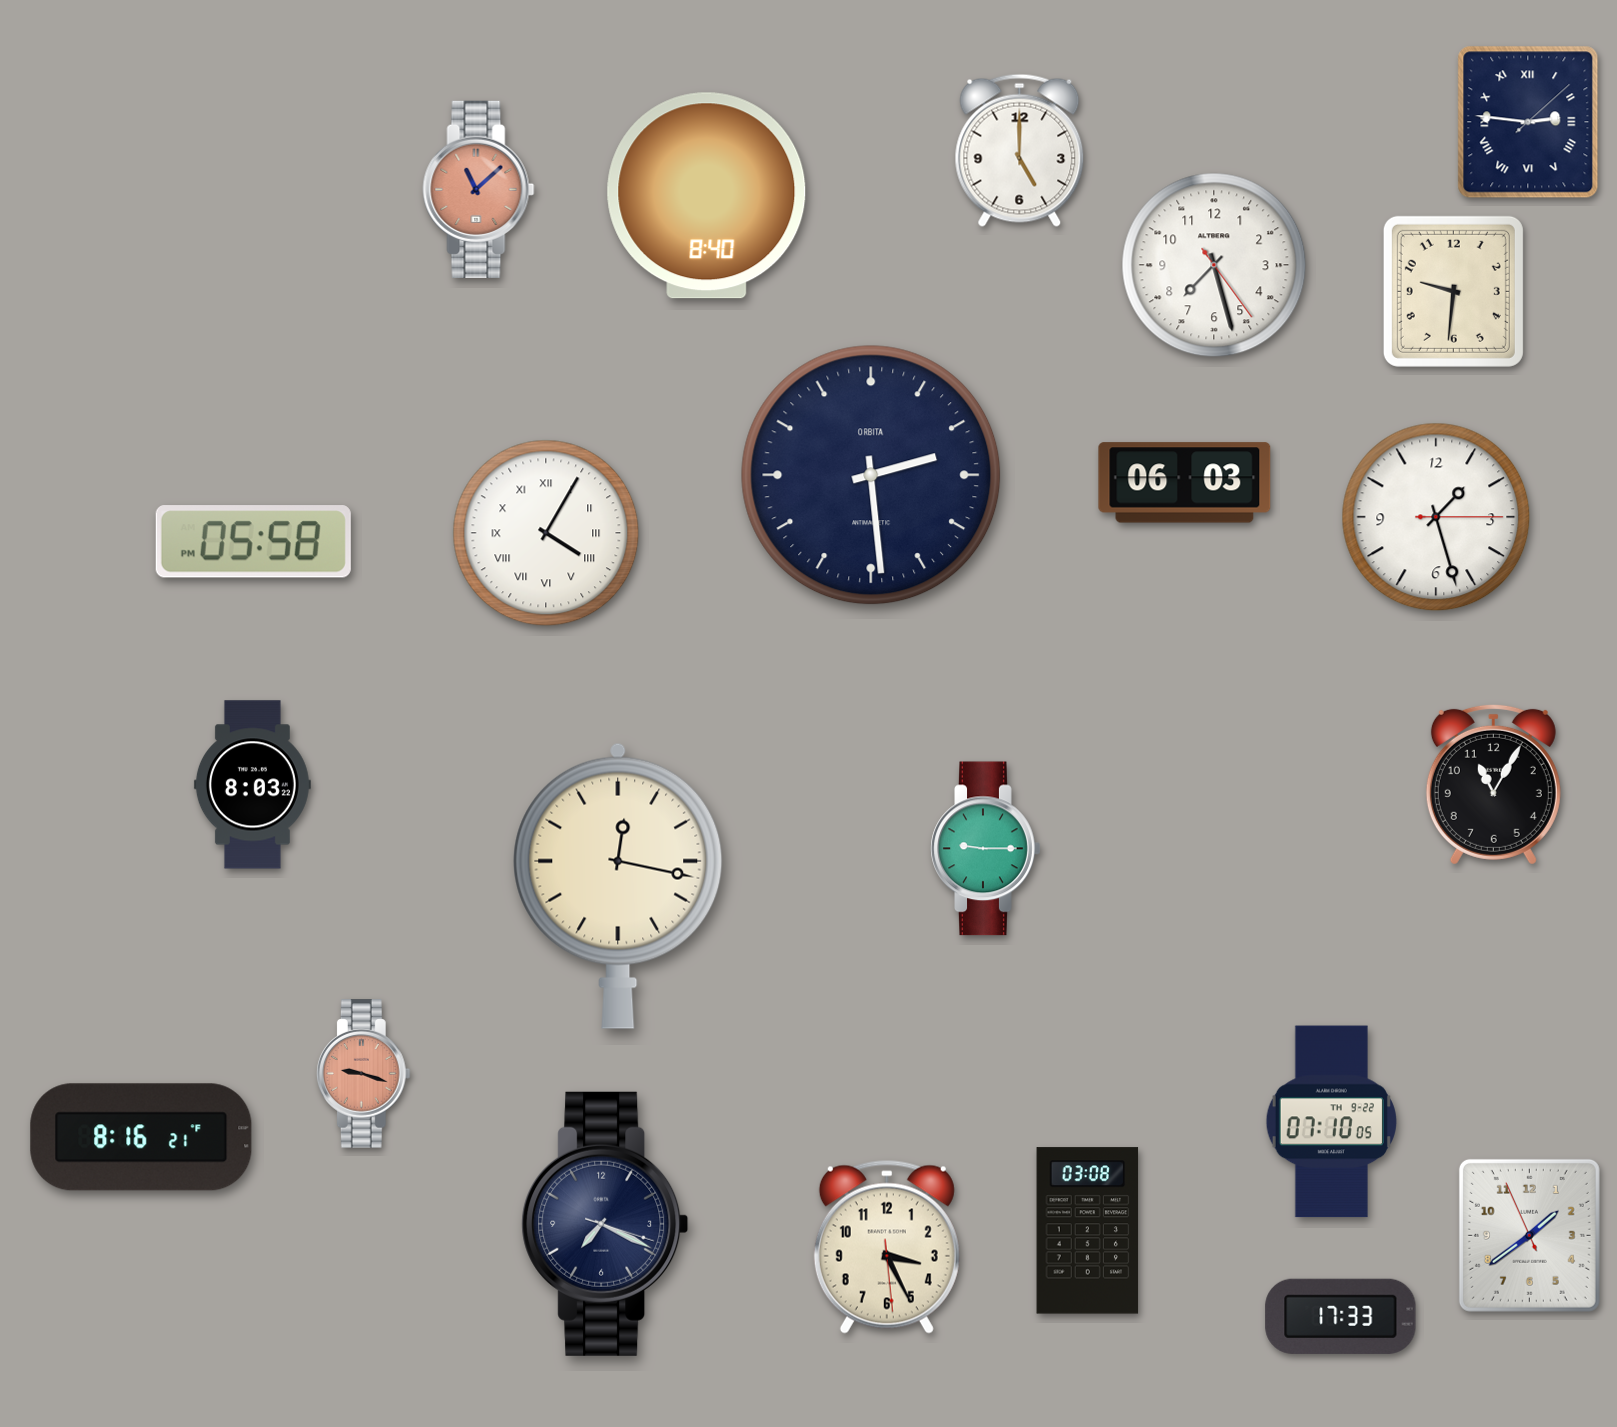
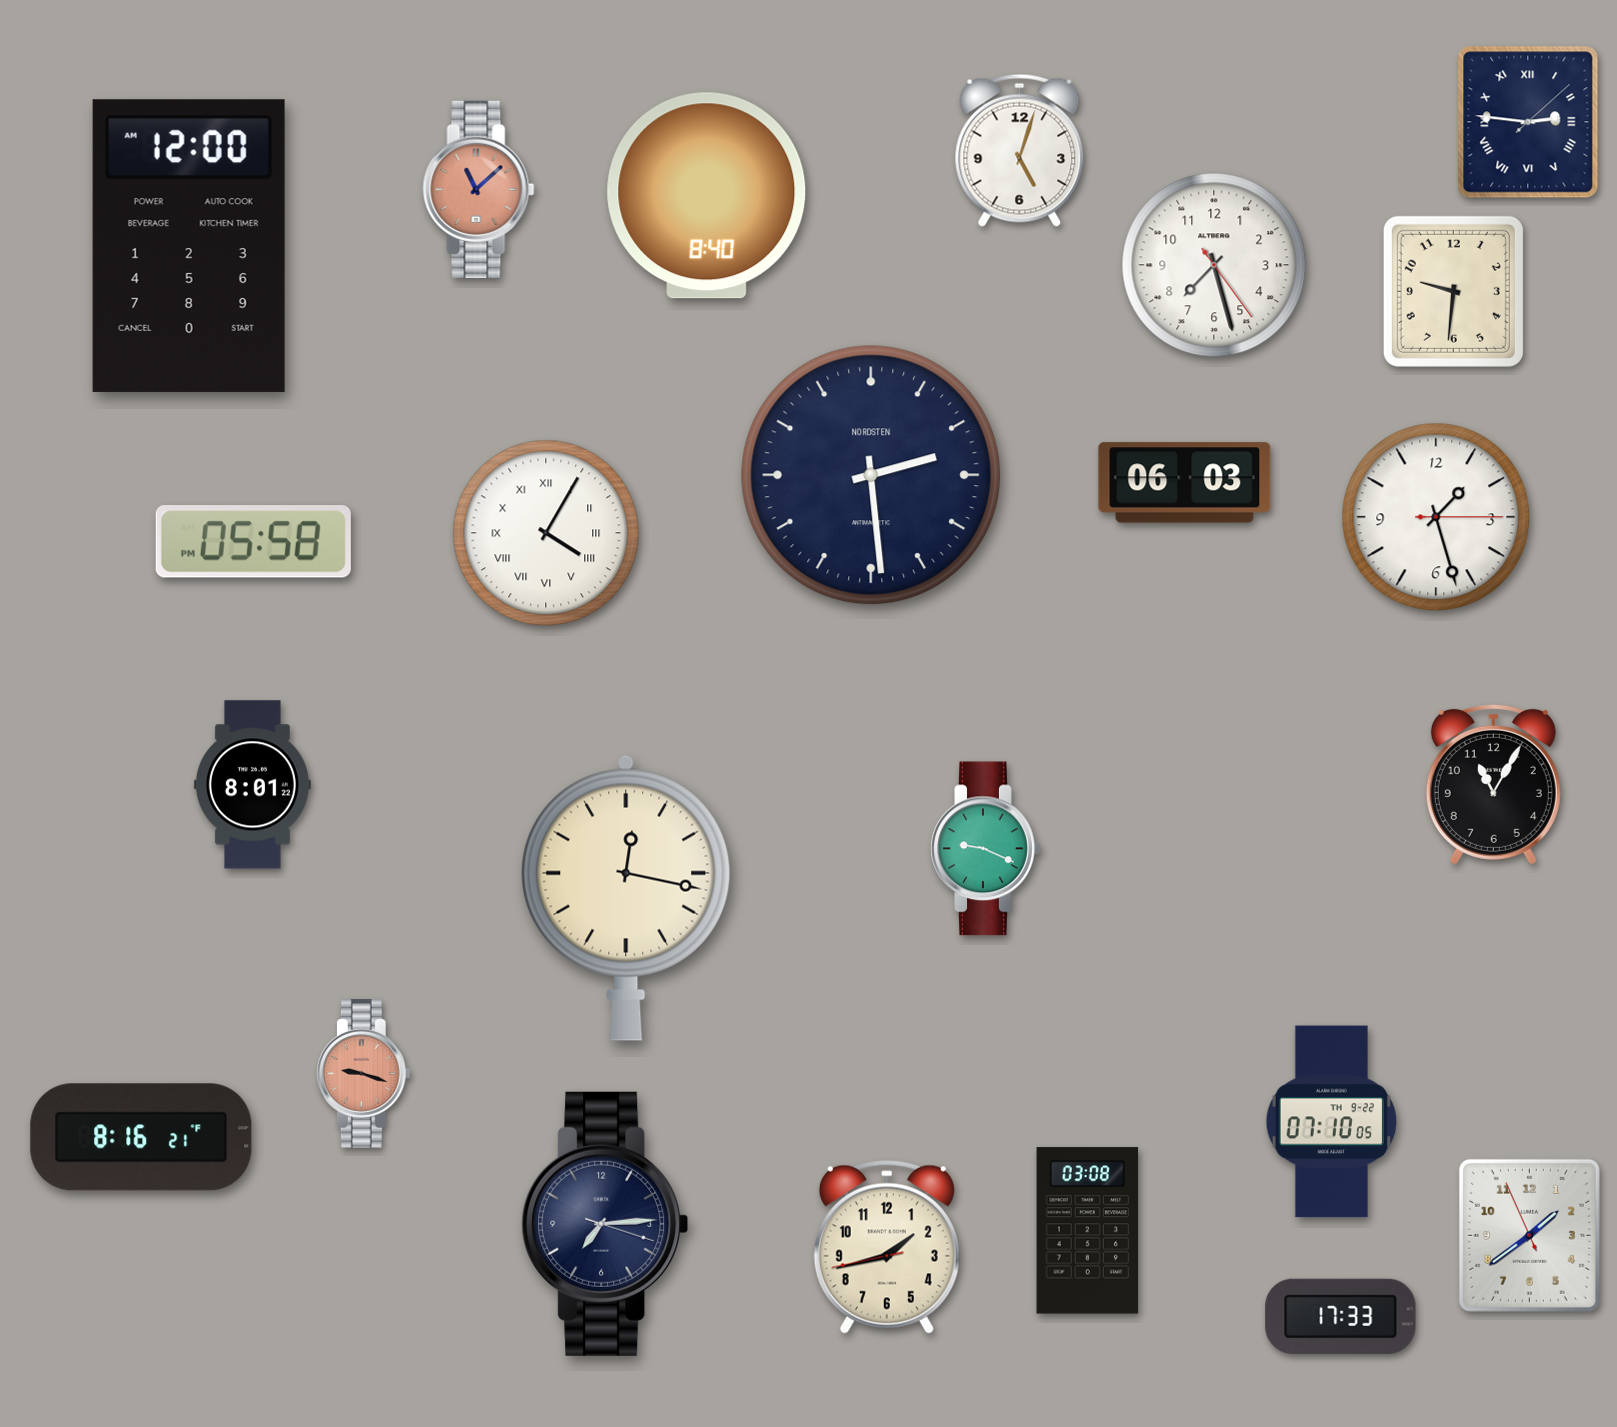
clock at (1020, 150): 5:00 -> 5:03
clock at (189, 246): none -> 12:00
clock at (871, 475) brand: ORBITA -> NORDSTEN
clock at (252, 785): 8:03 -> 8:01
clock at (986, 849): 9:15 -> 9:19
clock at (618, 886) position: (618, 886) -> (626, 898)
clock at (605, 1224): 7:19 -> 7:14
clock at (887, 1247): 3:25 -> 1:42
